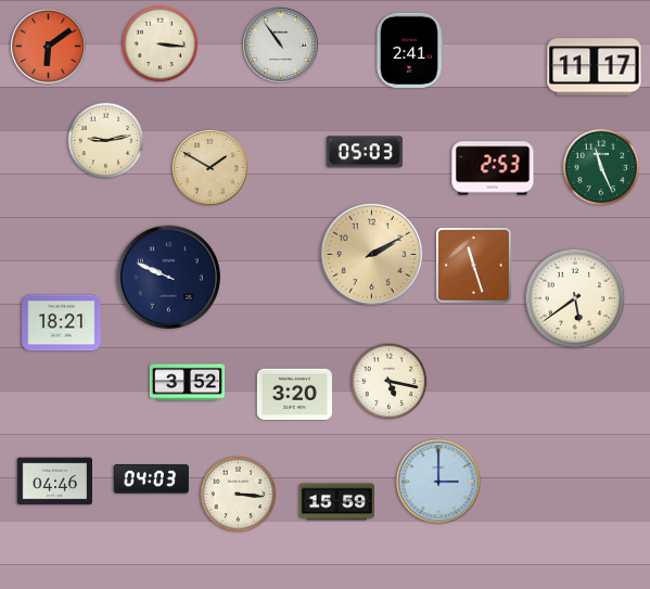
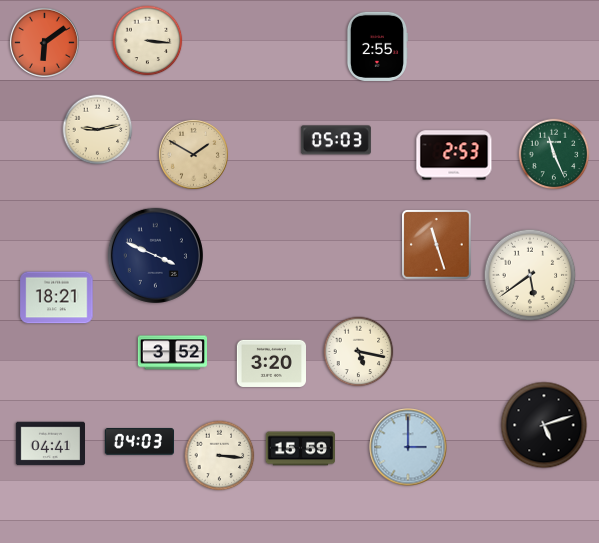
clock at (280, 44): 10:54 -> none
clock at (409, 50): 2:41 -> 2:55
clock at (595, 67): 11:17 -> none
clock at (372, 255): 2:10 -> none
clock at (168, 277): 9:49 -> 3:49
clock at (544, 425): none -> 5:12
clock at (54, 482): 04:46 -> 04:41
clock at (438, 482) position: (438, 482) -> (408, 447)
clock at (336, 502) position: (336, 502) -> (300, 449)
